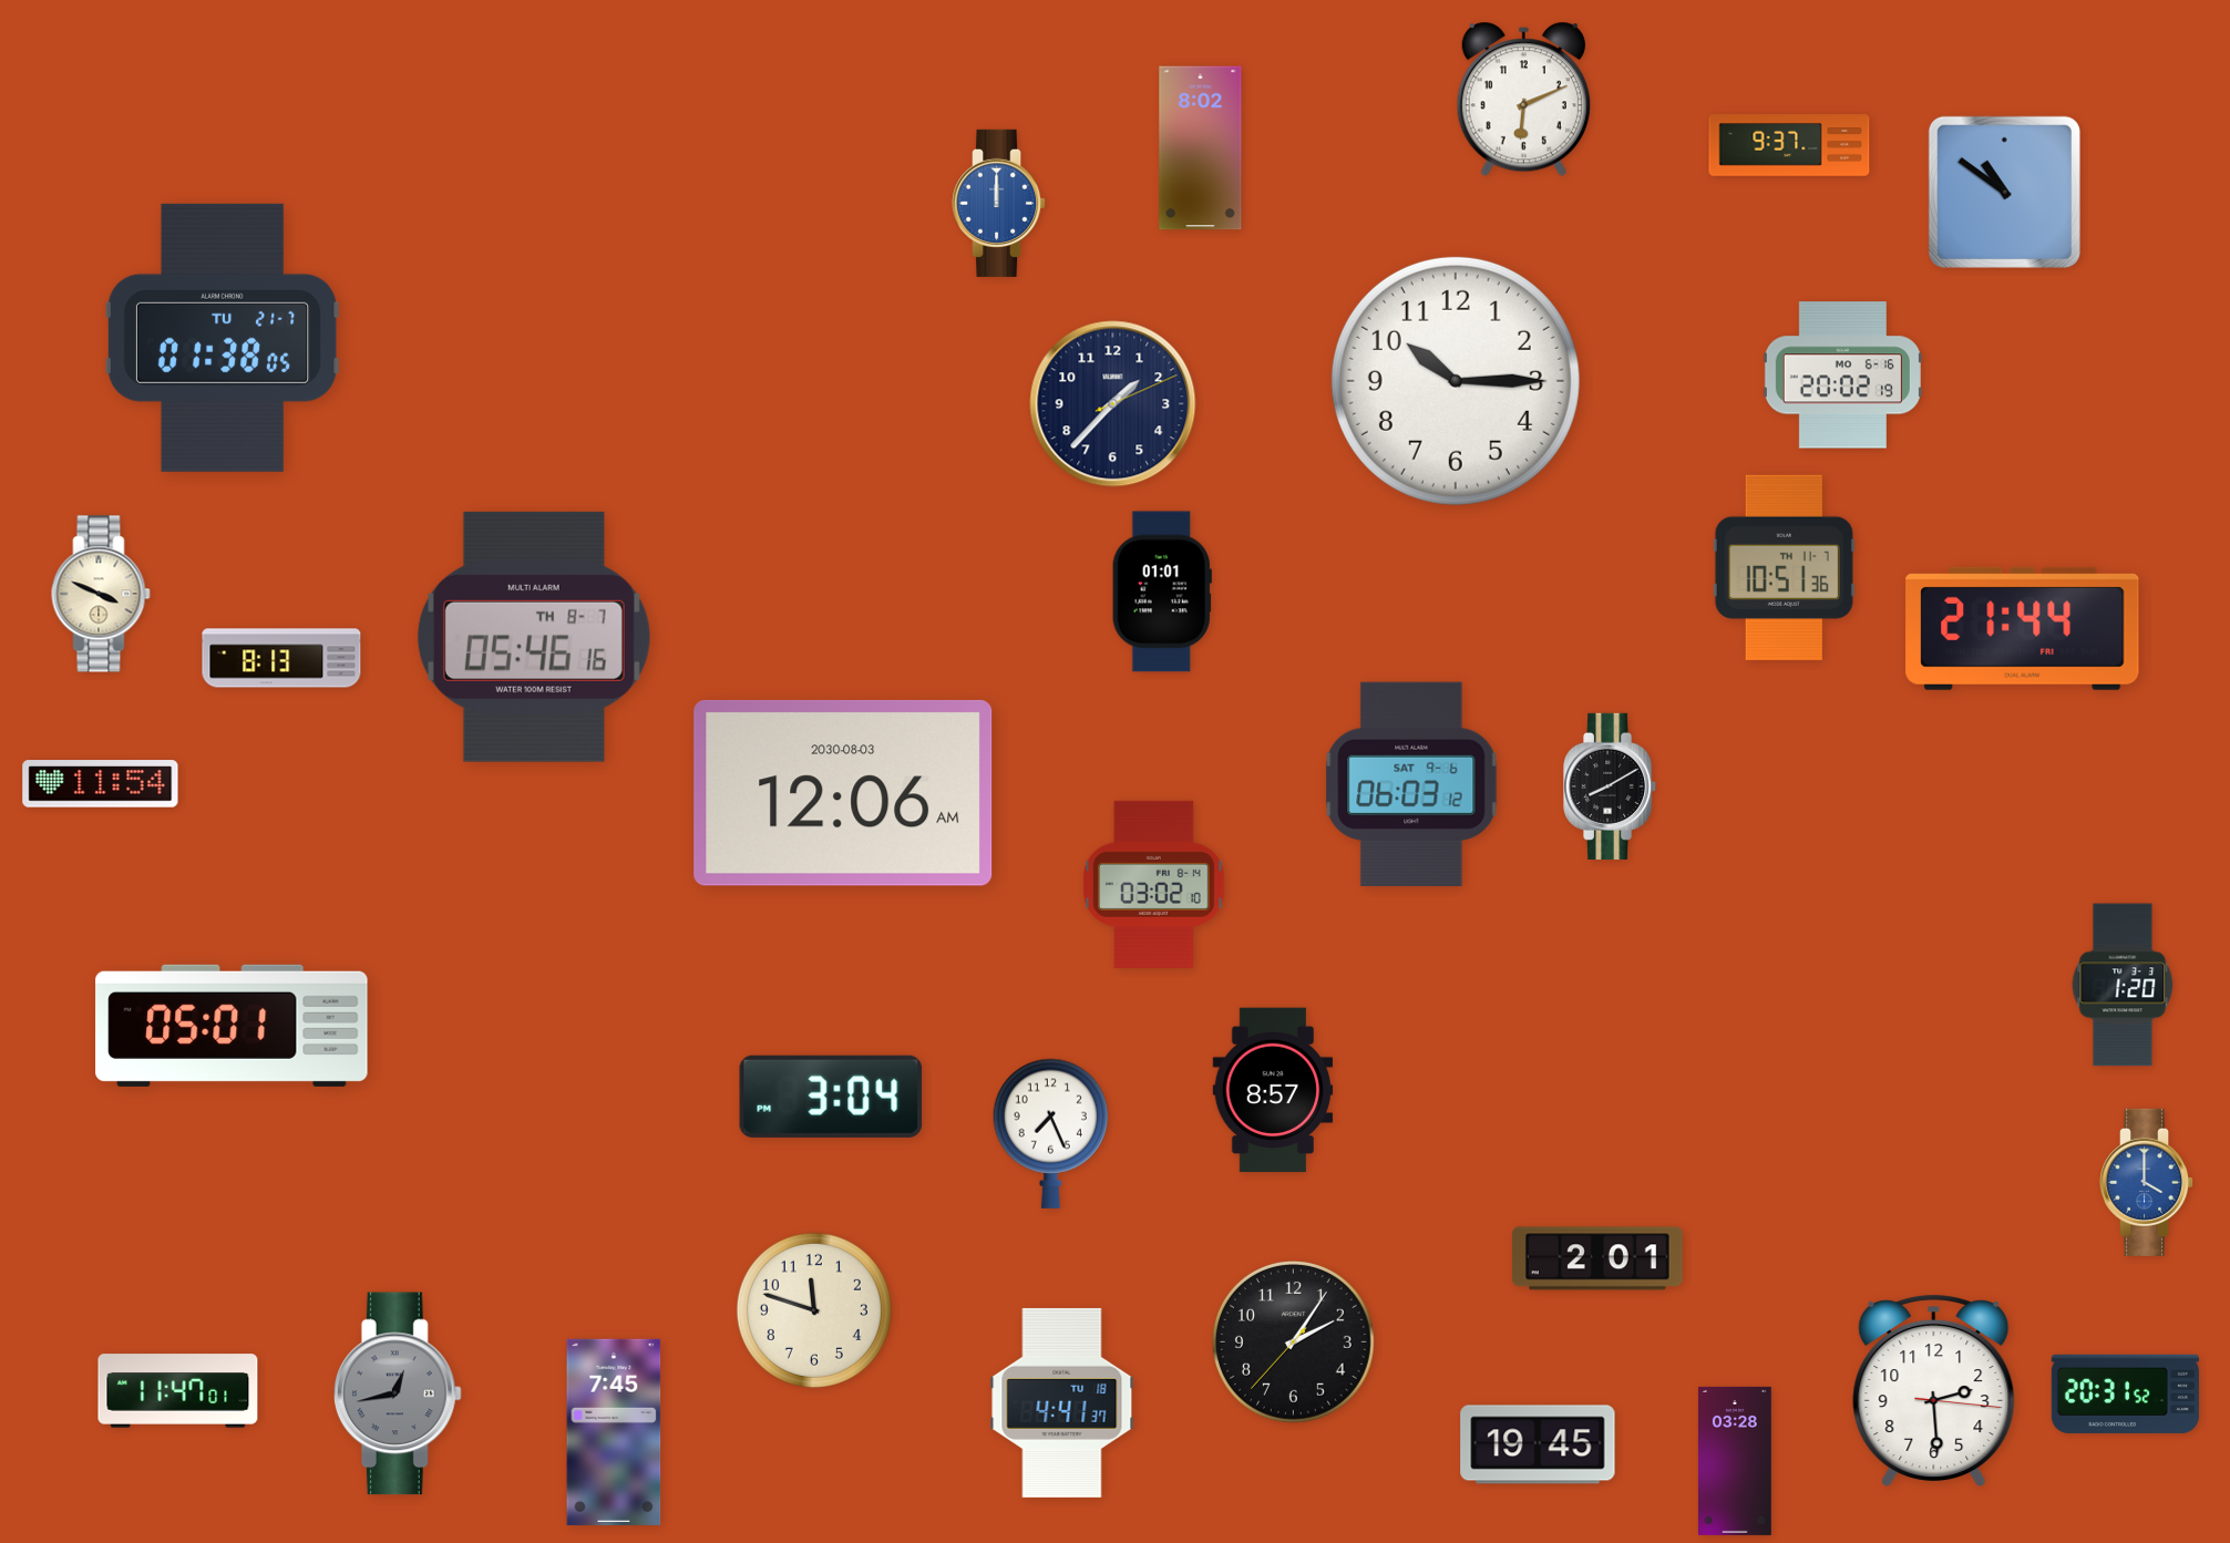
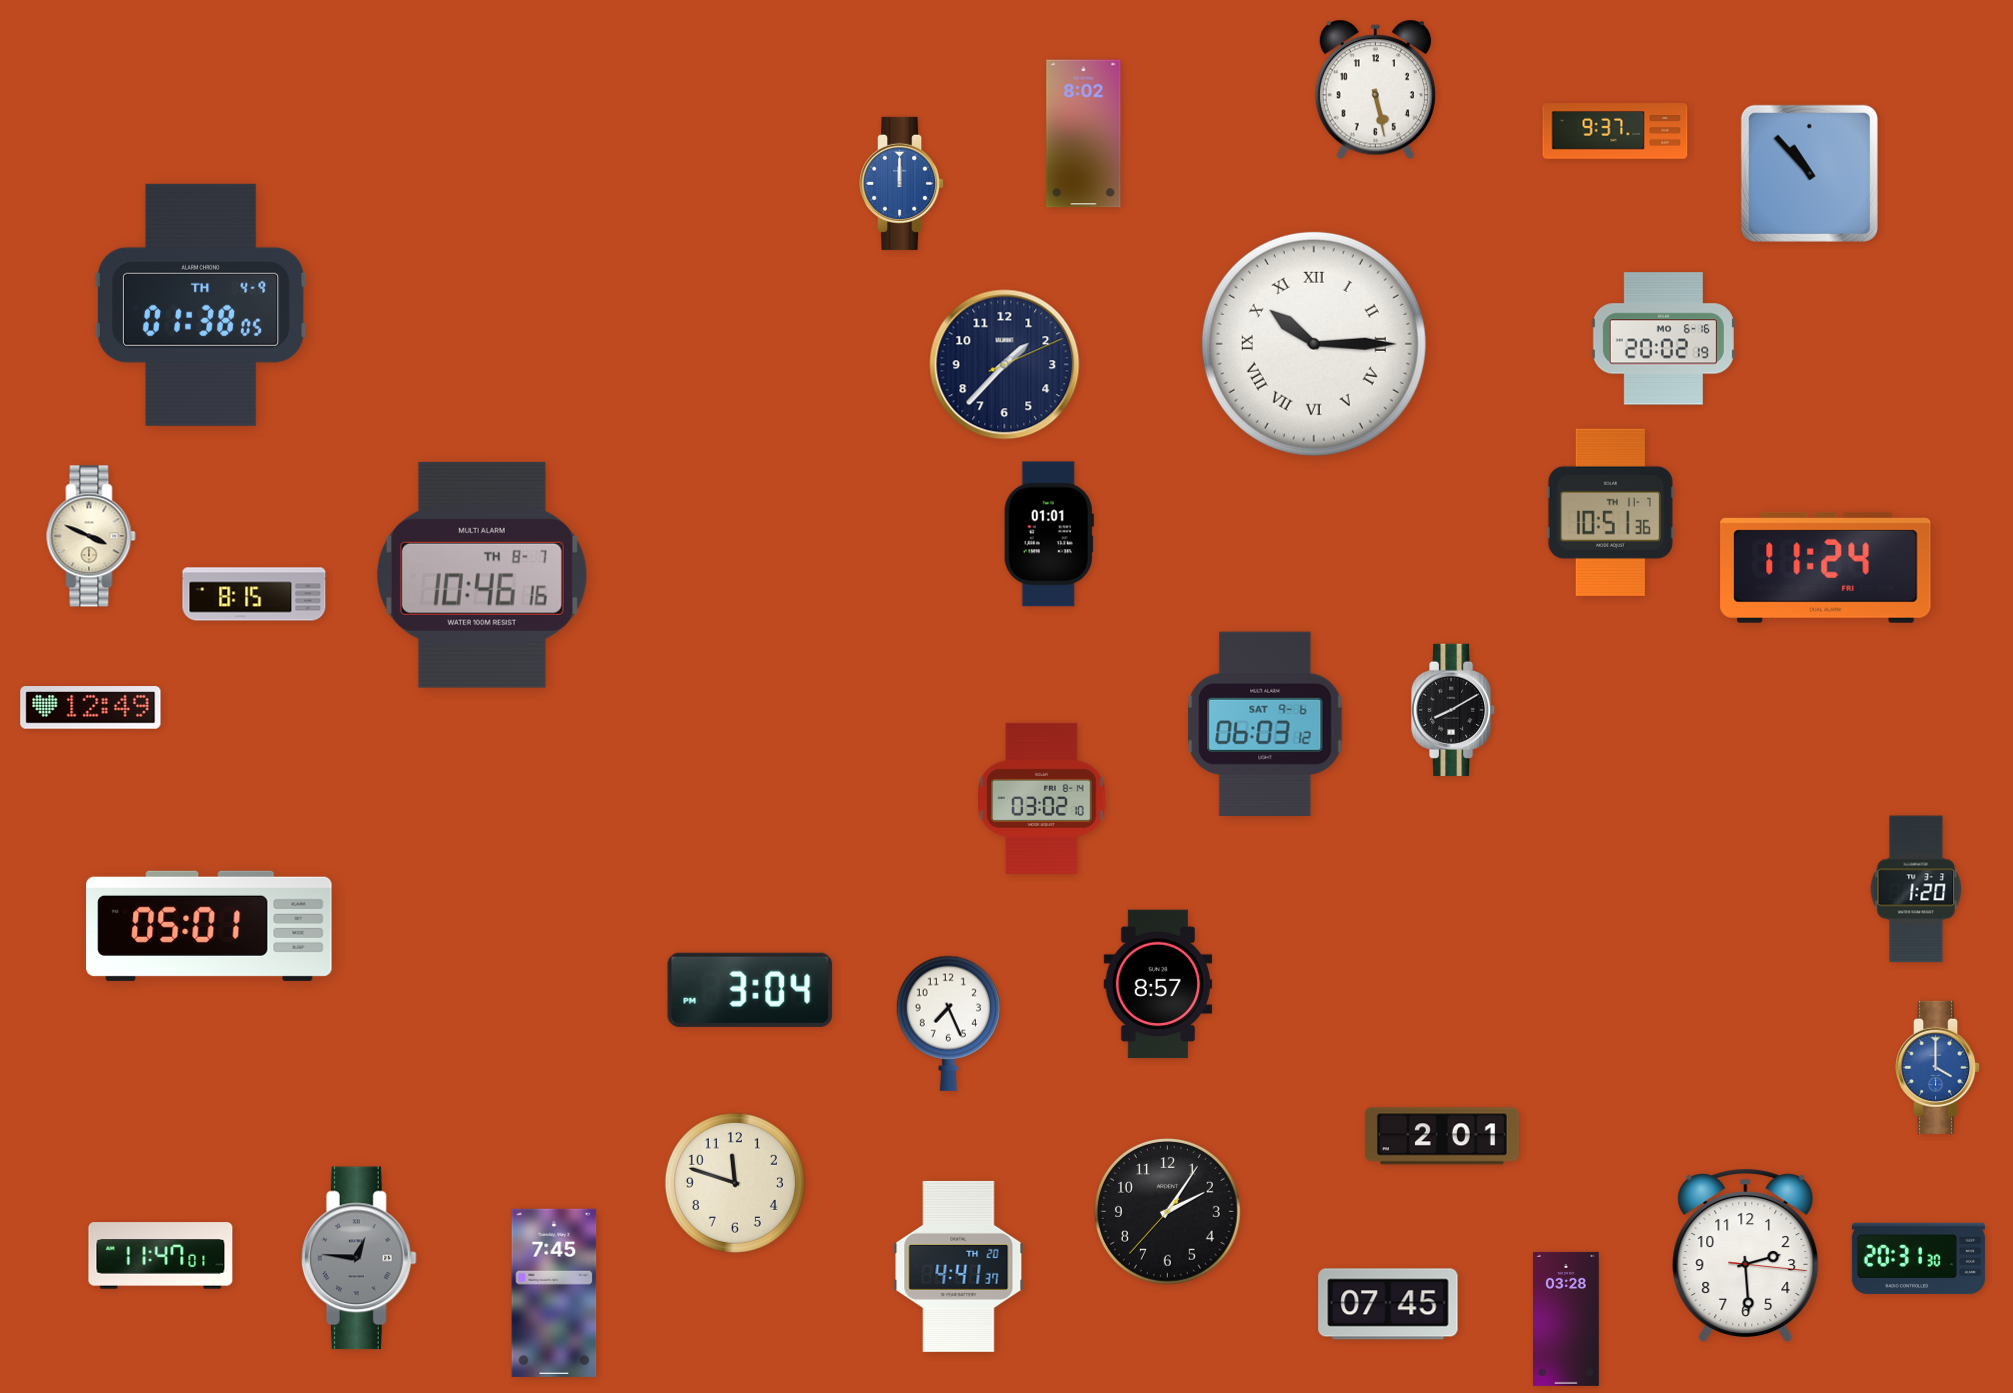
clock at (1523, 100): 6:11 -> 5:28
clock at (2004, 192): 10:51 -> 10:53
clock at (223, 338) date: TU 21-7 -> TH 4-9
clock at (1456, 381) numerals: Arabic -> Roman
clock at (2023, 628): 21:44 -> 11:24
clock at (534, 637): 05:46 -> 10:46
clock at (281, 658): 8:13 -> 8:15
clock at (1411, 783) position: (1411, 783) -> (1265, 723)
clock at (101, 784): 11:54 -> 12:49
clock at (843, 793): 12:06 -> none
clock at (1273, 1090) position: (1273, 1090) -> (1158, 984)
clock at (398, 1393): 12:43 -> 12:46
clock at (2125, 1393): 20:31:52 -> 20:31:30
clock at (1062, 1402) date: TU 18 -> TH 20
clock at (1538, 1444): 19:45 -> 07:45
